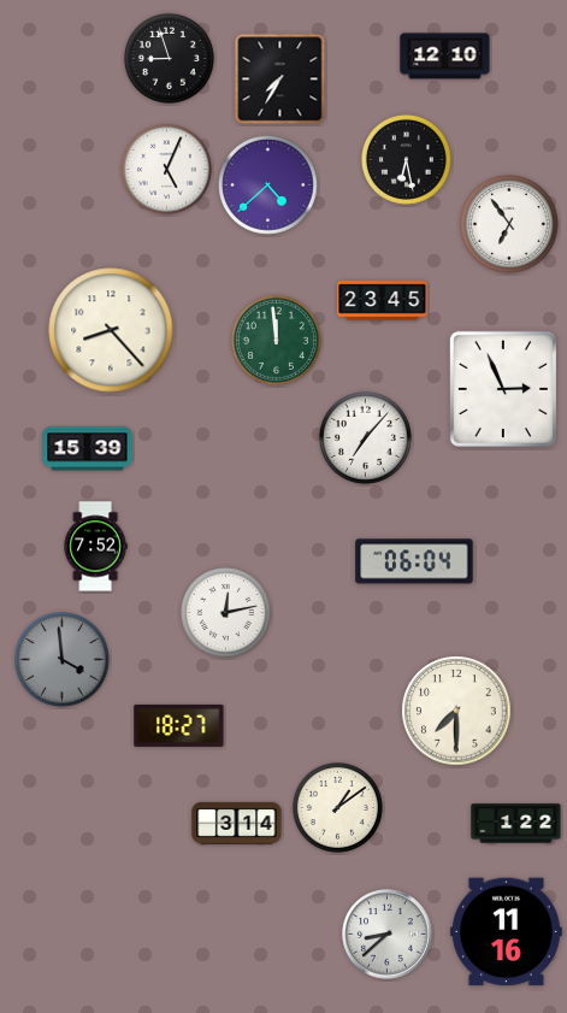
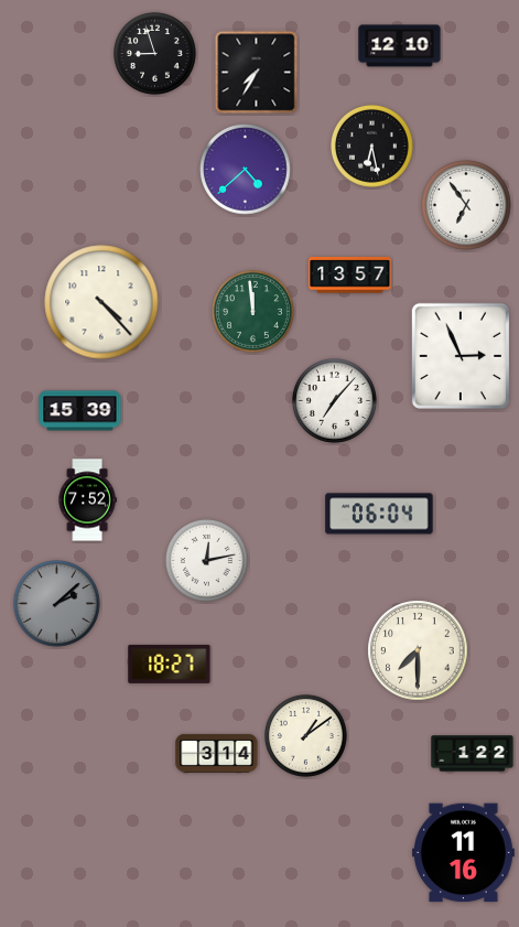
clock at (445, 57) position: (445, 57) -> (400, 46)
clock at (166, 169): 5:04 -> none
clock at (383, 301): 23:45 -> 13:57
clock at (111, 330): 8:23 -> 4:23
clock at (63, 660): 3:59 -> 2:08
clock at (179, 725) position: (179, 725) -> (170, 664)
clock at (337, 807) position: (337, 807) -> (305, 735)
clock at (388, 935): 8:38 -> none
